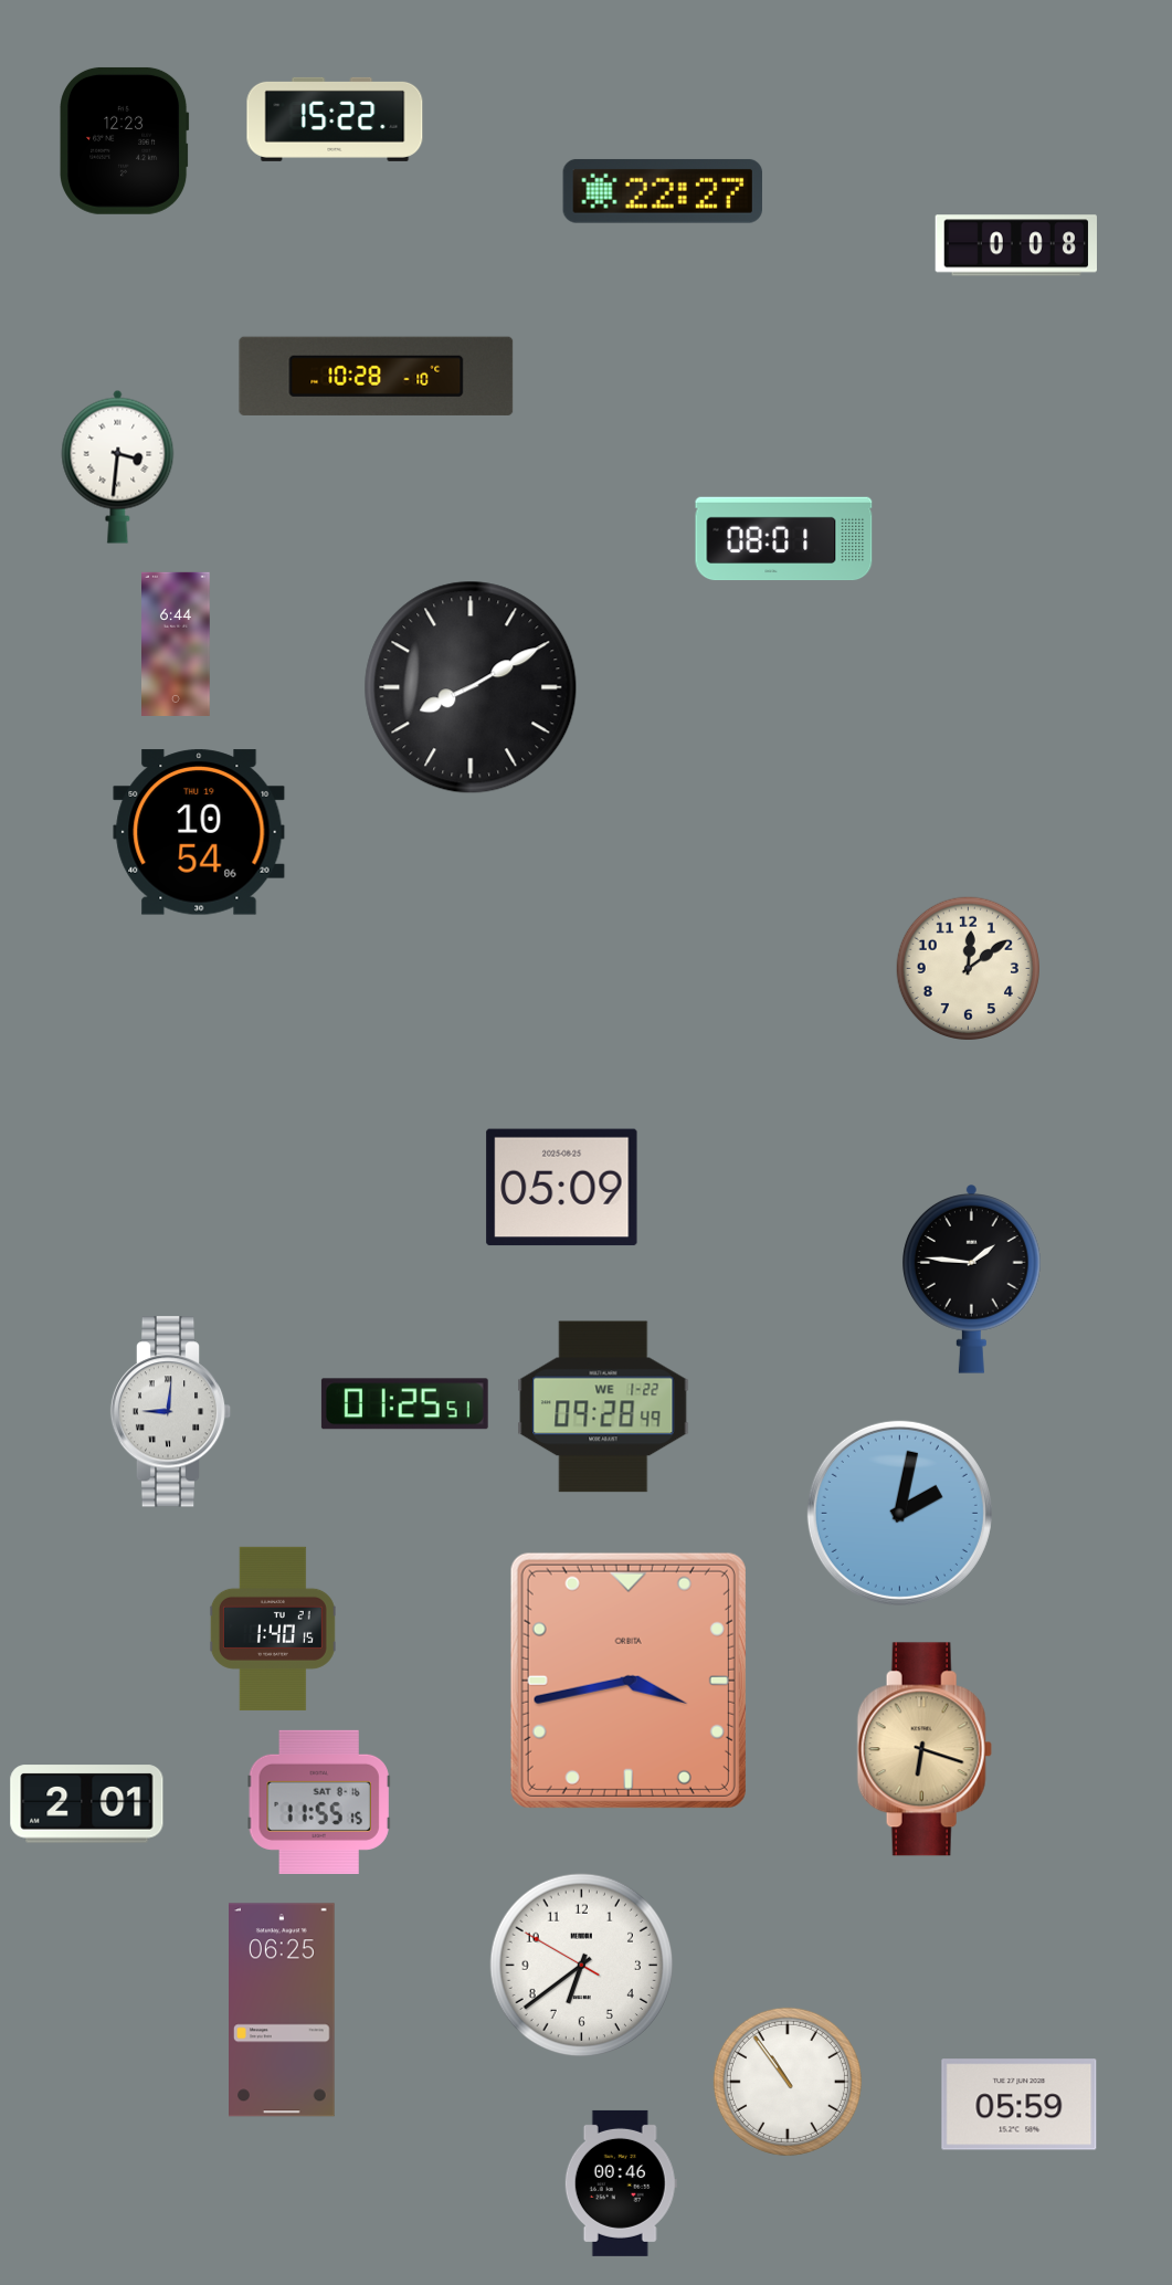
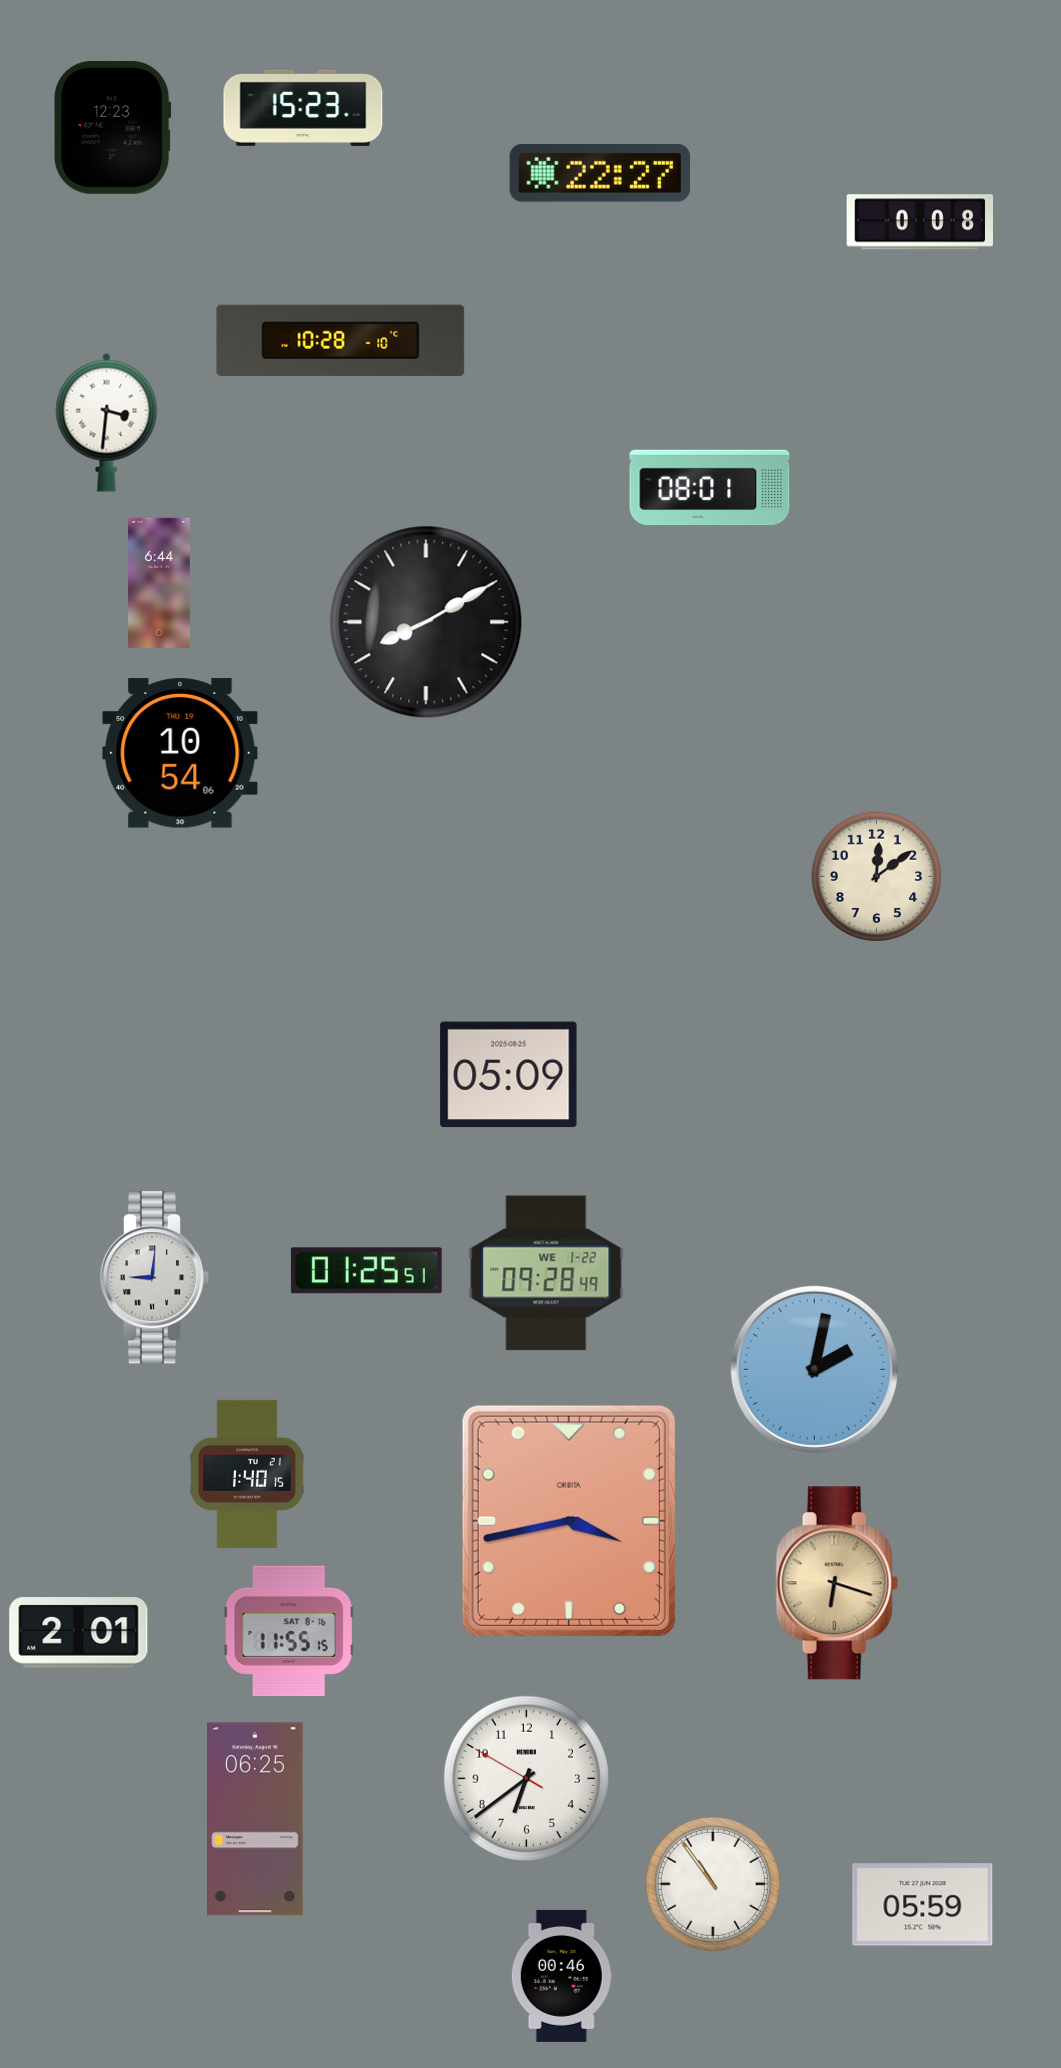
clock at (335, 119): 15:22 -> 15:23
clock at (972, 1280): 1:46 -> none
